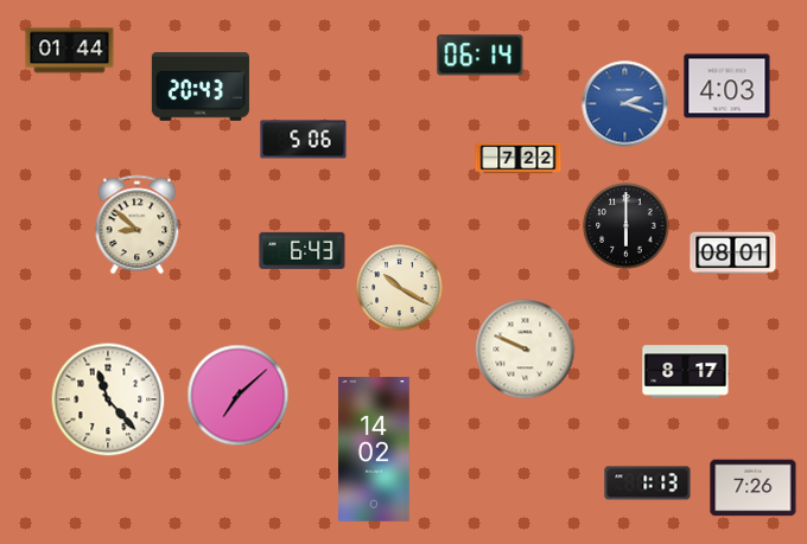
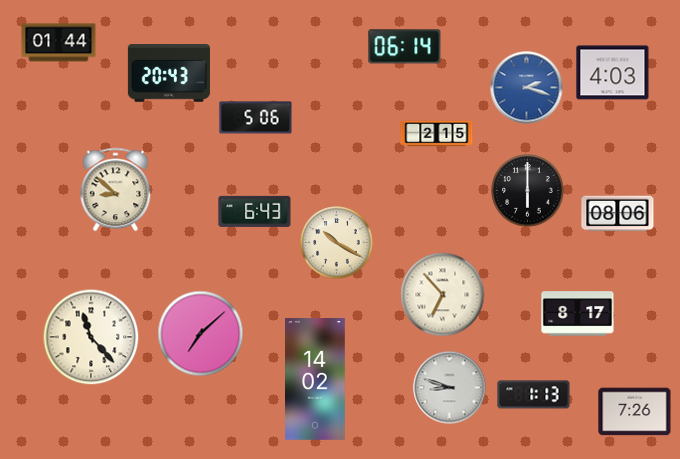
clock at (519, 159): 7:22 -> 2:15
clock at (733, 254): 08:01 -> 08:06
clock at (526, 350): 9:49 -> 6:53
clock at (450, 388): none -> 8:48
clock at (648, 484) position: (648, 484) -> (534, 395)
